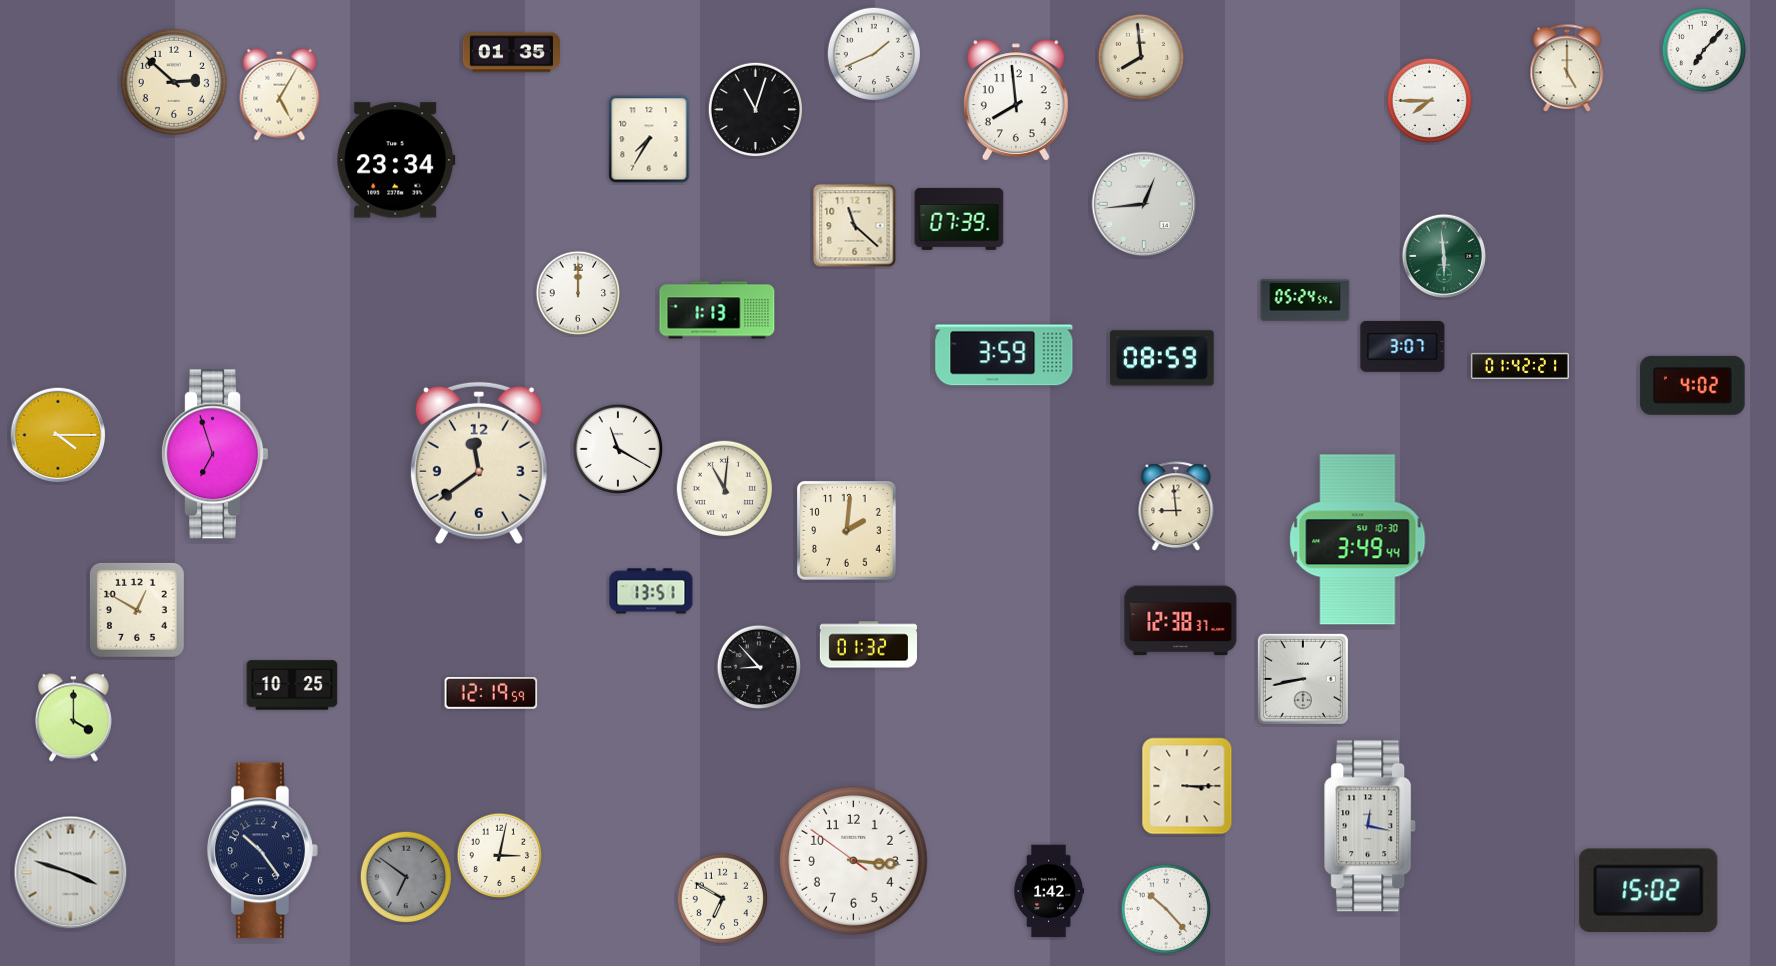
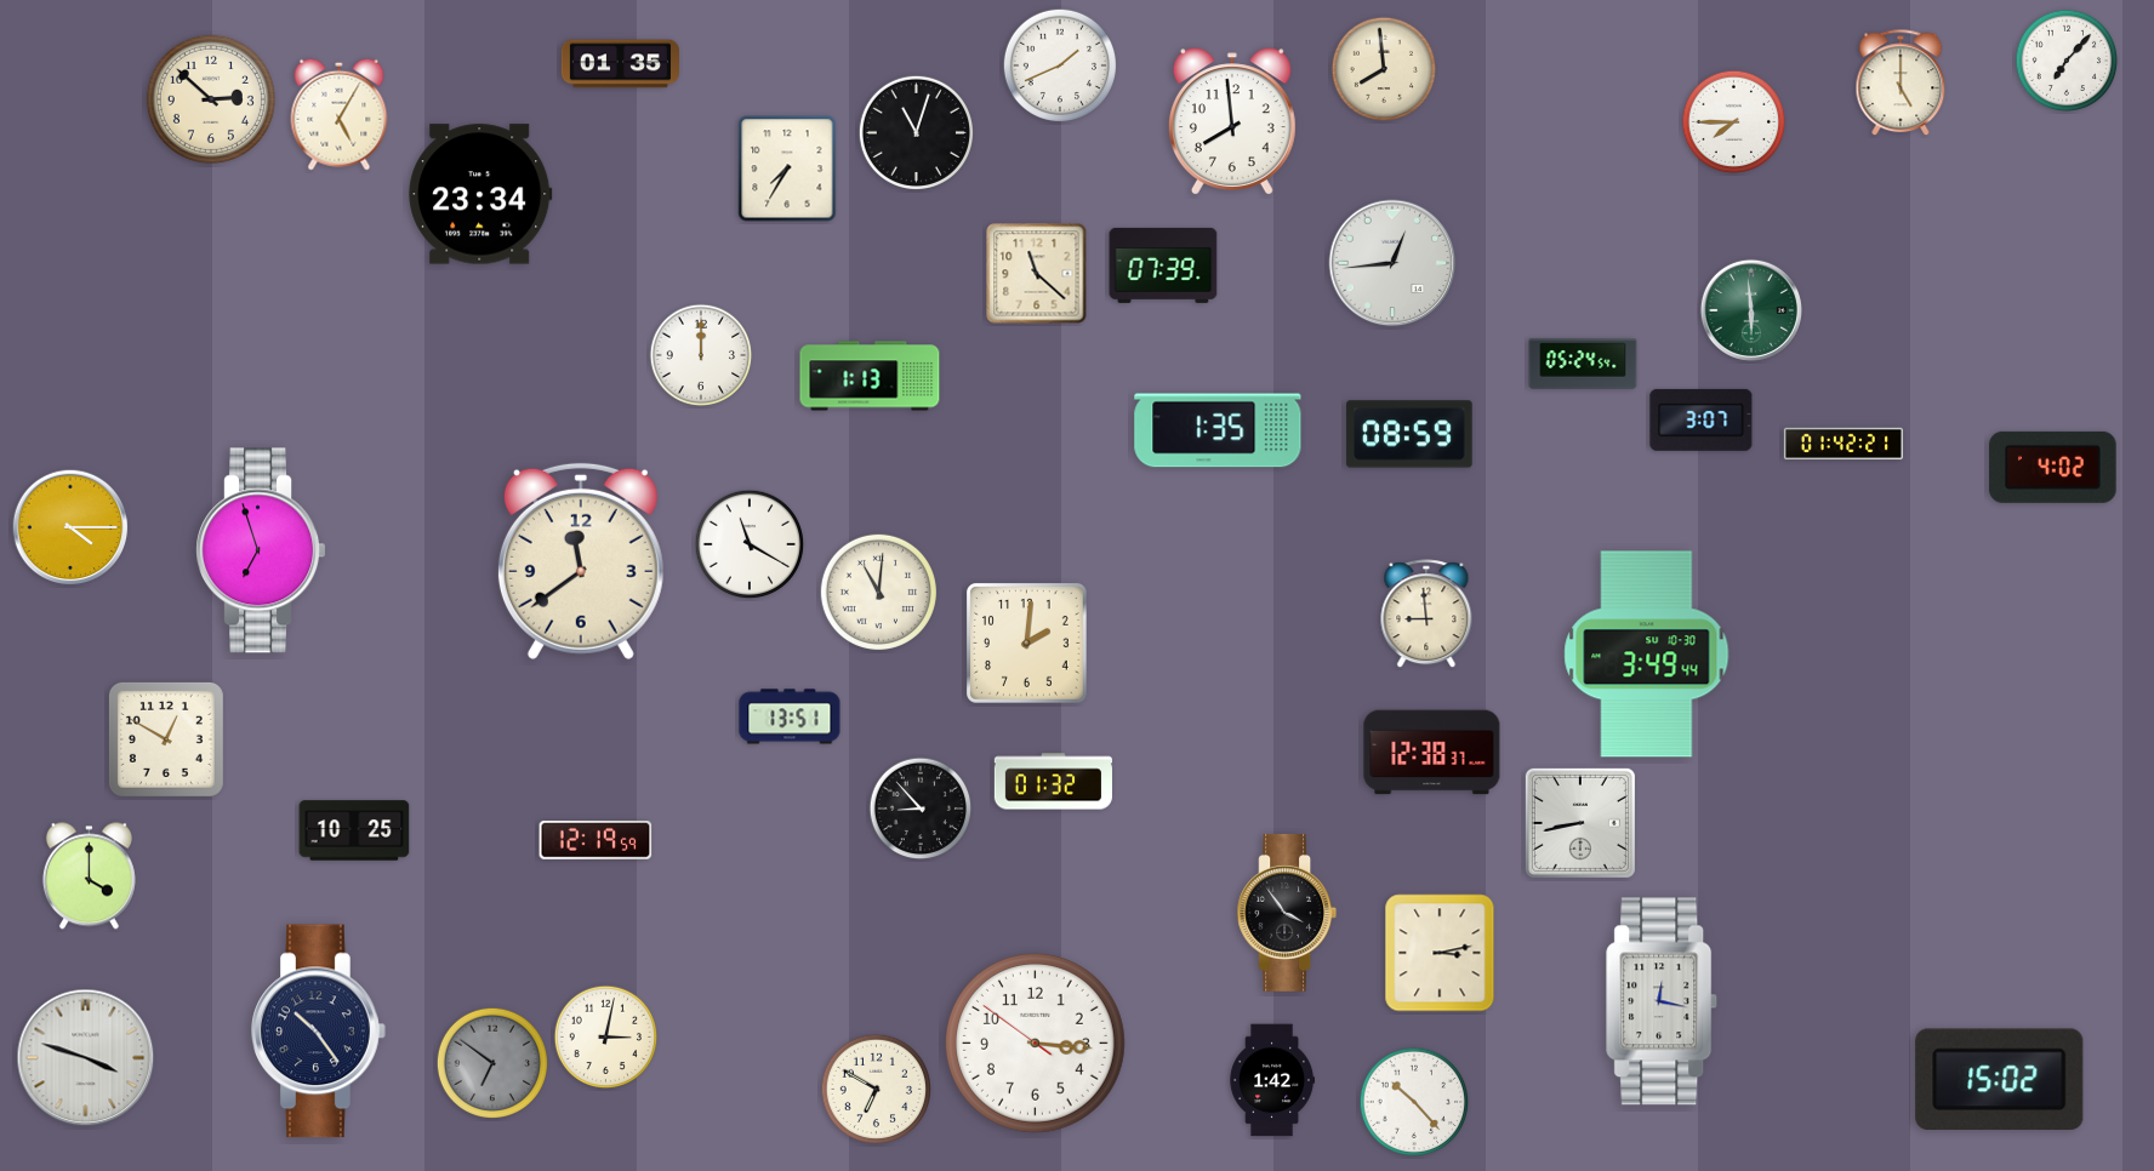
clock at (1144, 204) position: (1144, 204) -> (1392, 263)
clock at (1004, 355): 3:59 -> 1:35
clock at (73, 718) position: (73, 718) -> (89, 876)
clock at (1287, 913): none -> 3:54
clock at (1187, 786): 3:15 -> 3:13
